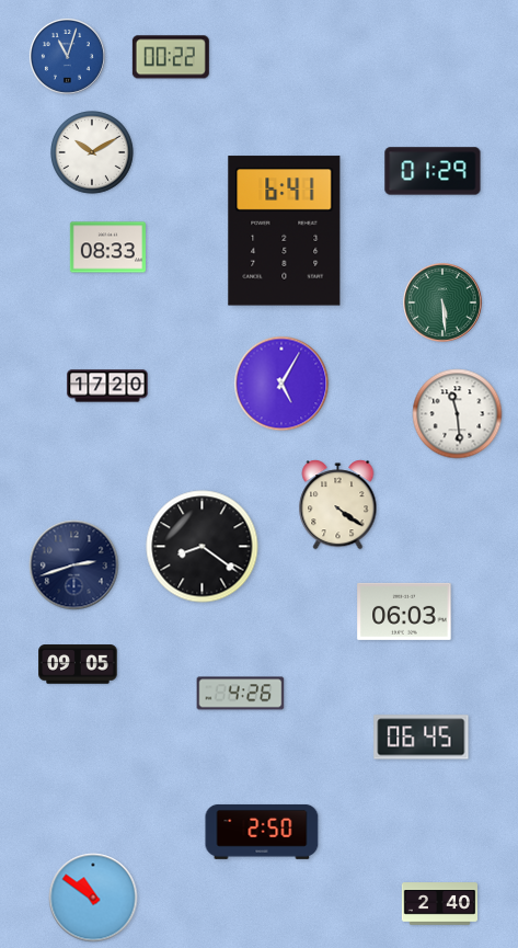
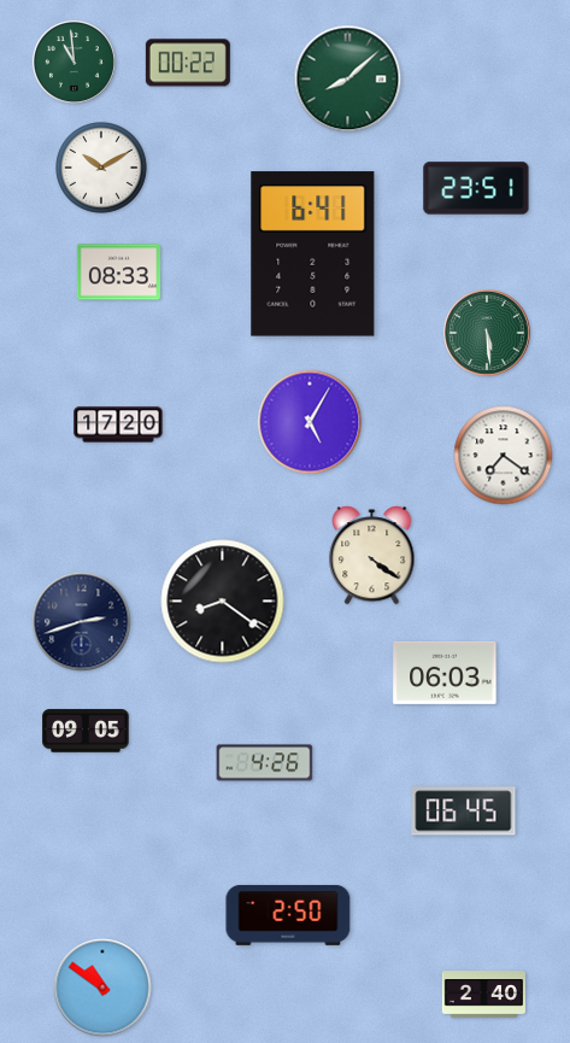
clock at (67, 56): 11:03 -> 10:59
clock at (67, 56) dial: blue -> green
clock at (348, 80): none -> 8:08
clock at (433, 171): 01:29 -> 23:51
clock at (458, 414): 11:29 -> 7:21
